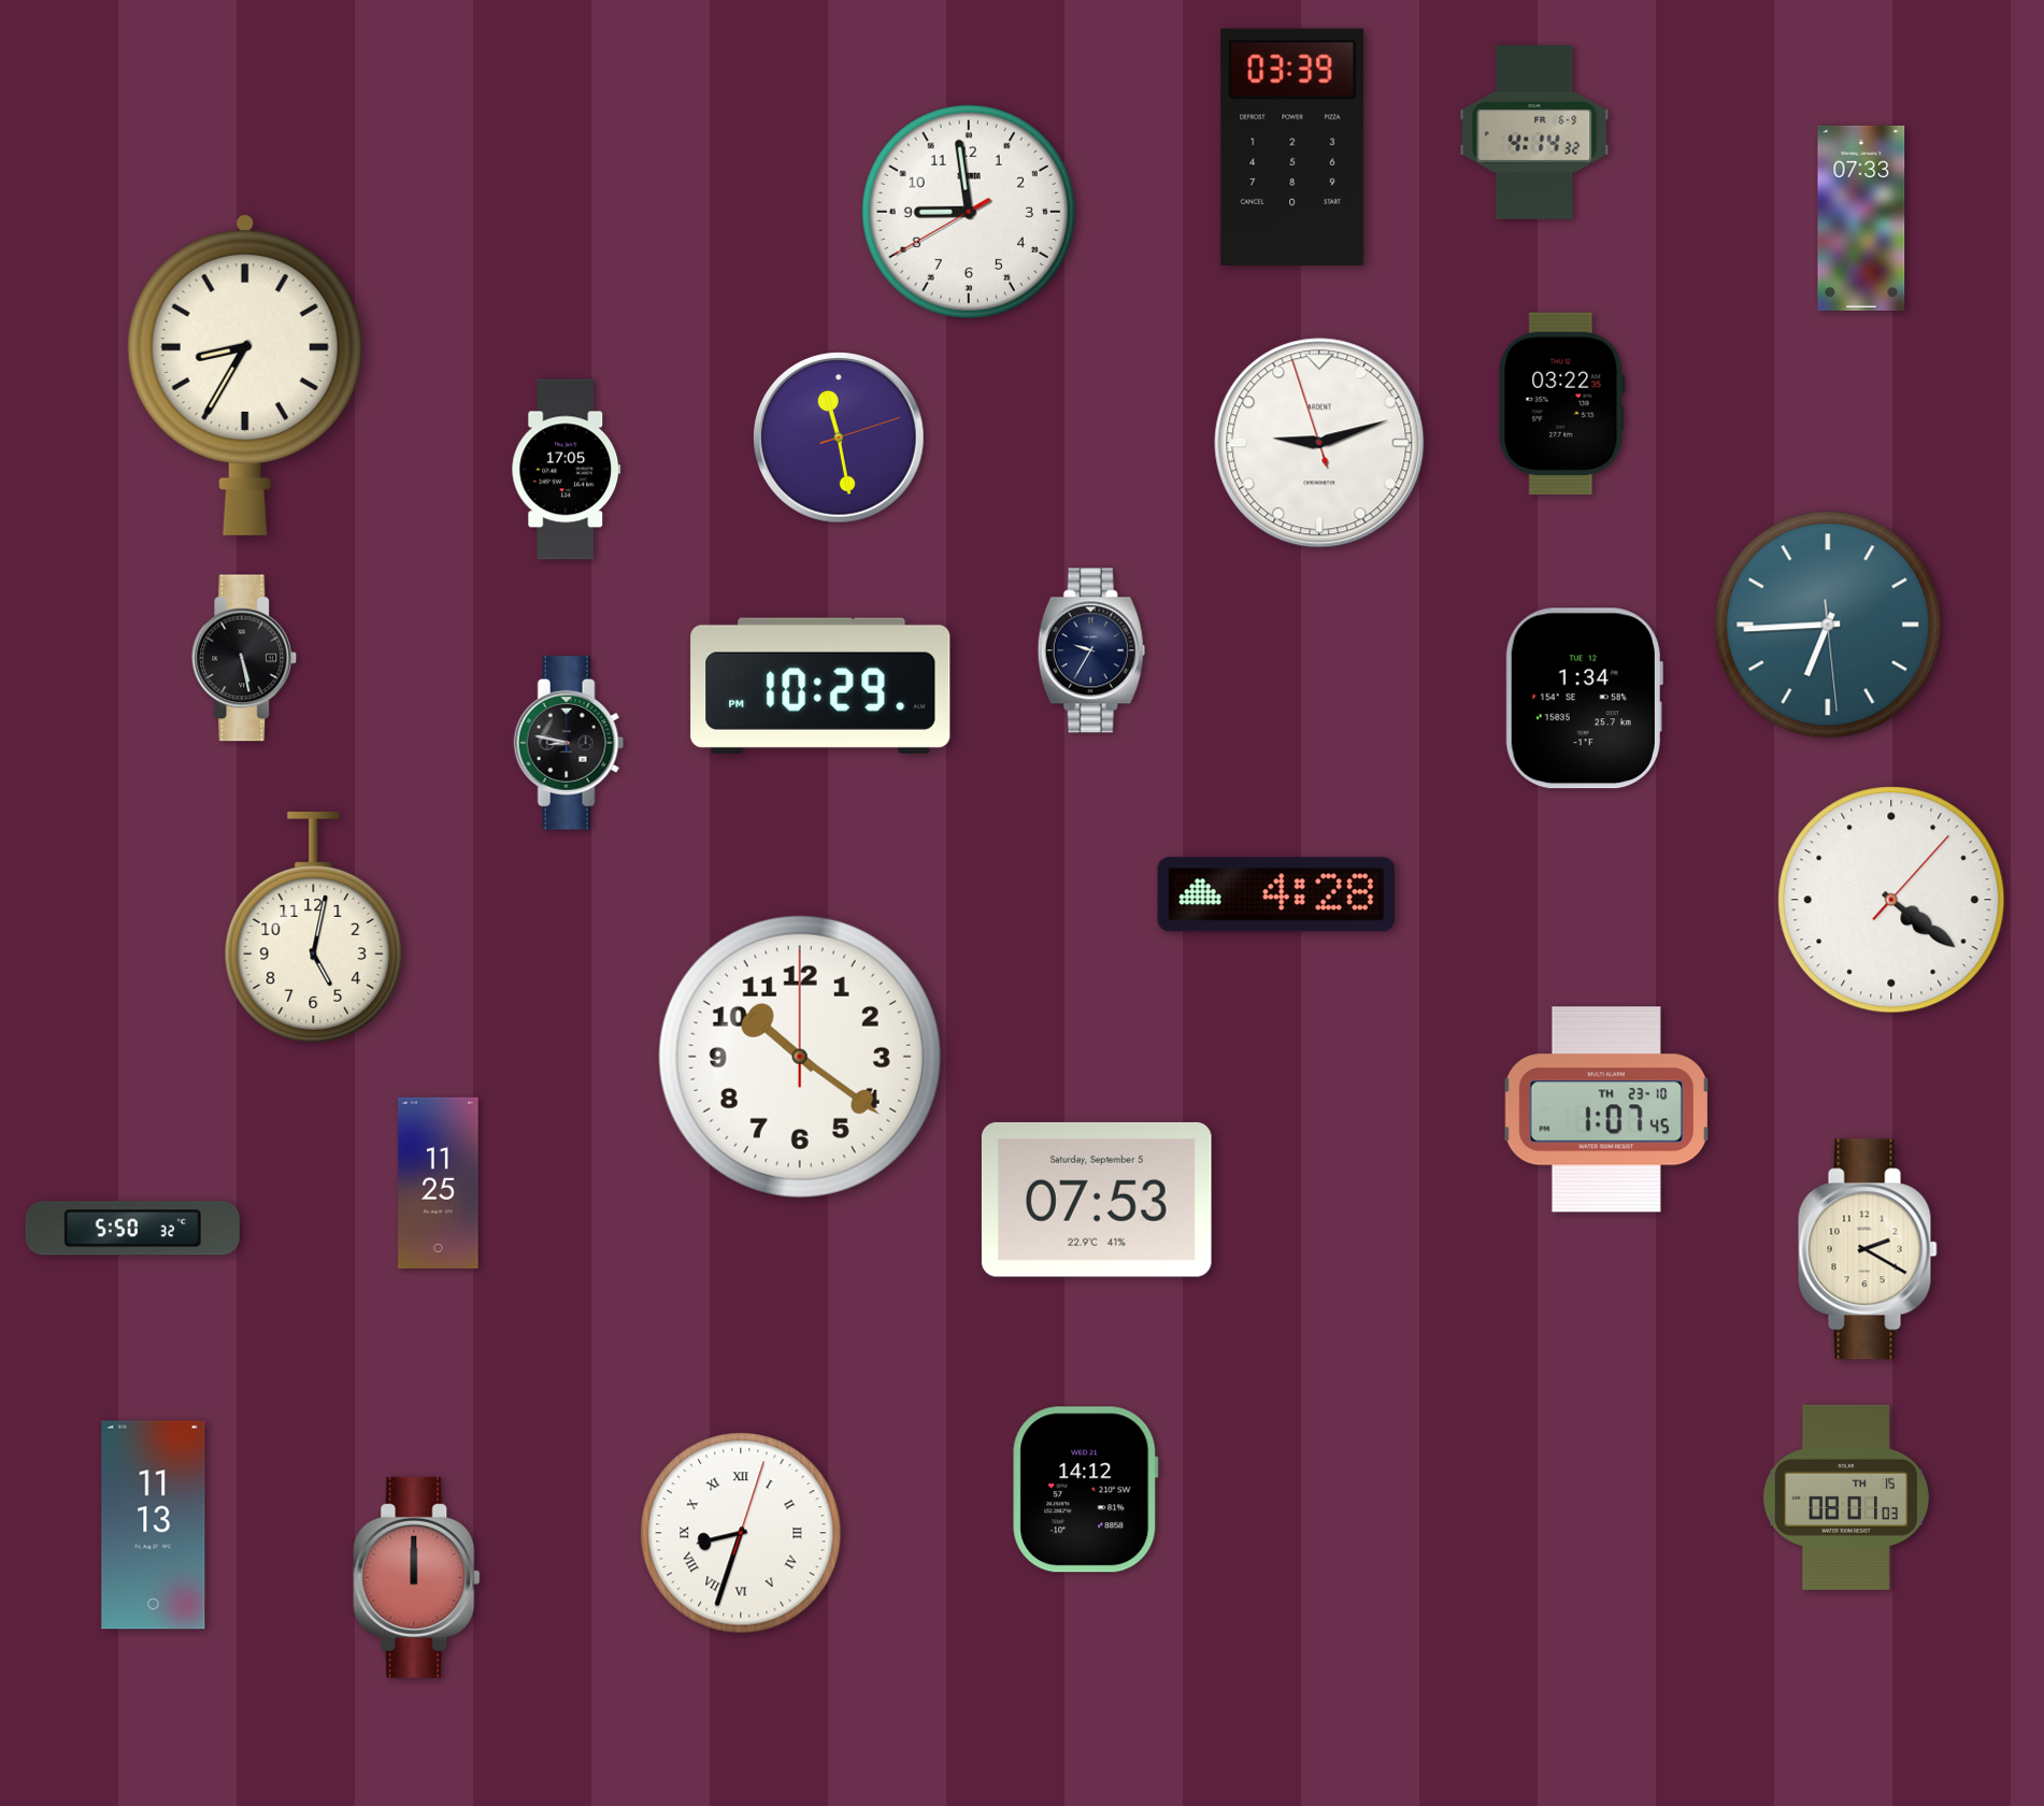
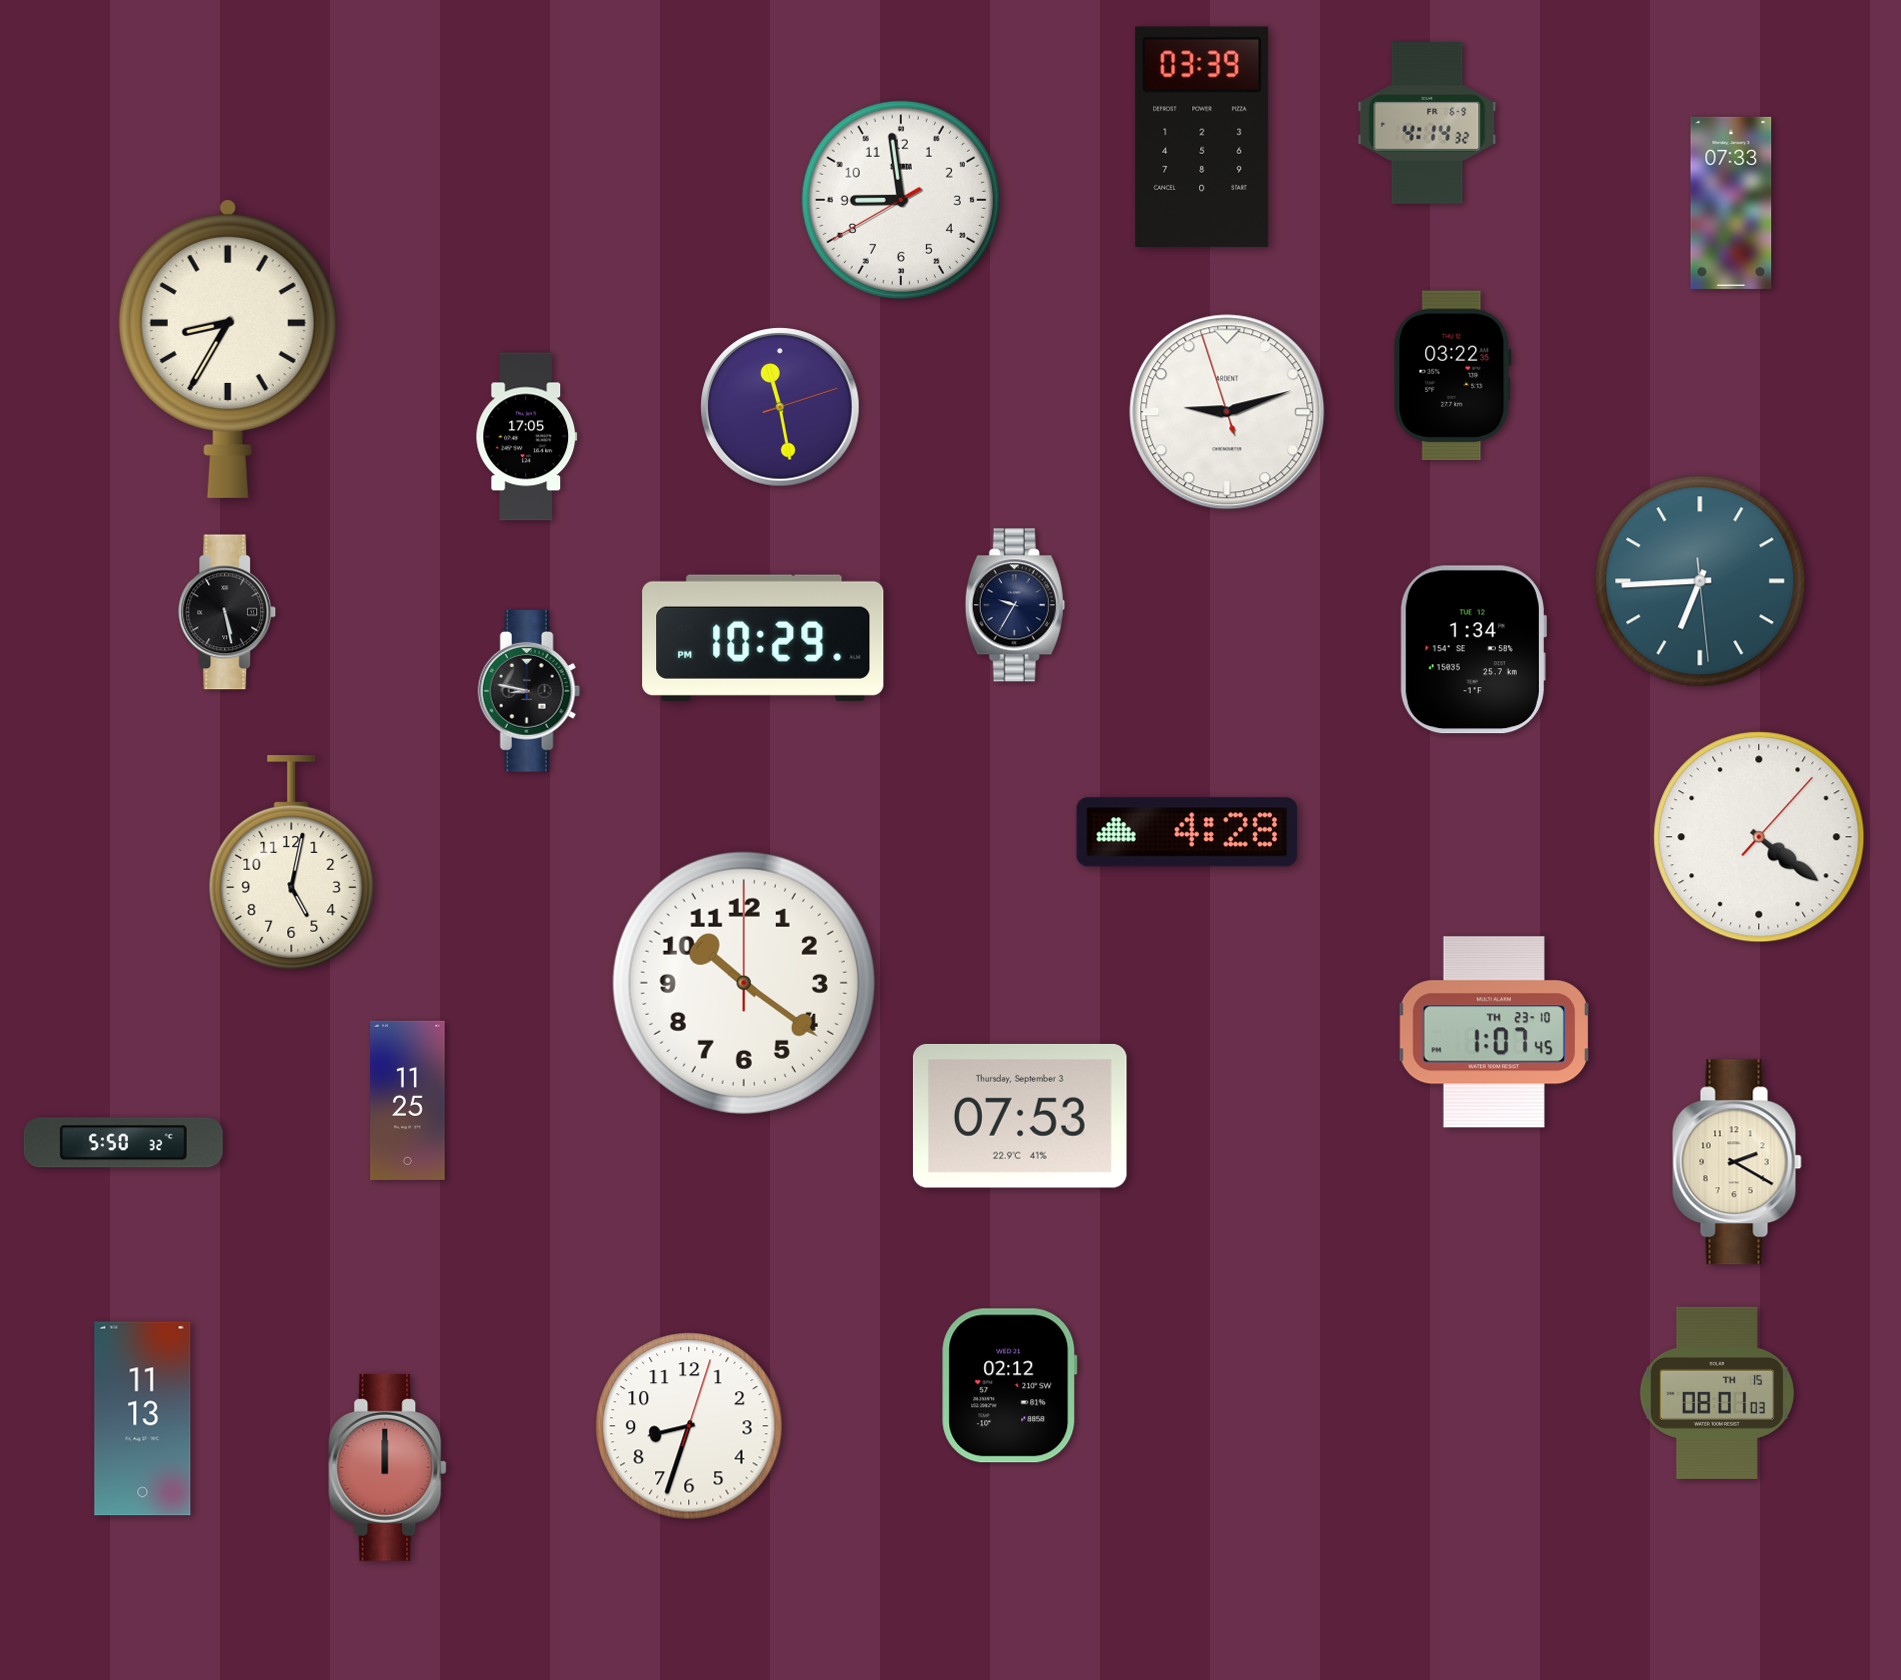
clock at (969, 212) position: (969, 212) -> (901, 200)
clock at (1097, 1200) date: Saturday, September 5 -> Thursday, September 3
clock at (1086, 1490): 14:12 -> 02:12
clock at (741, 1533) numerals: Roman -> Arabic
